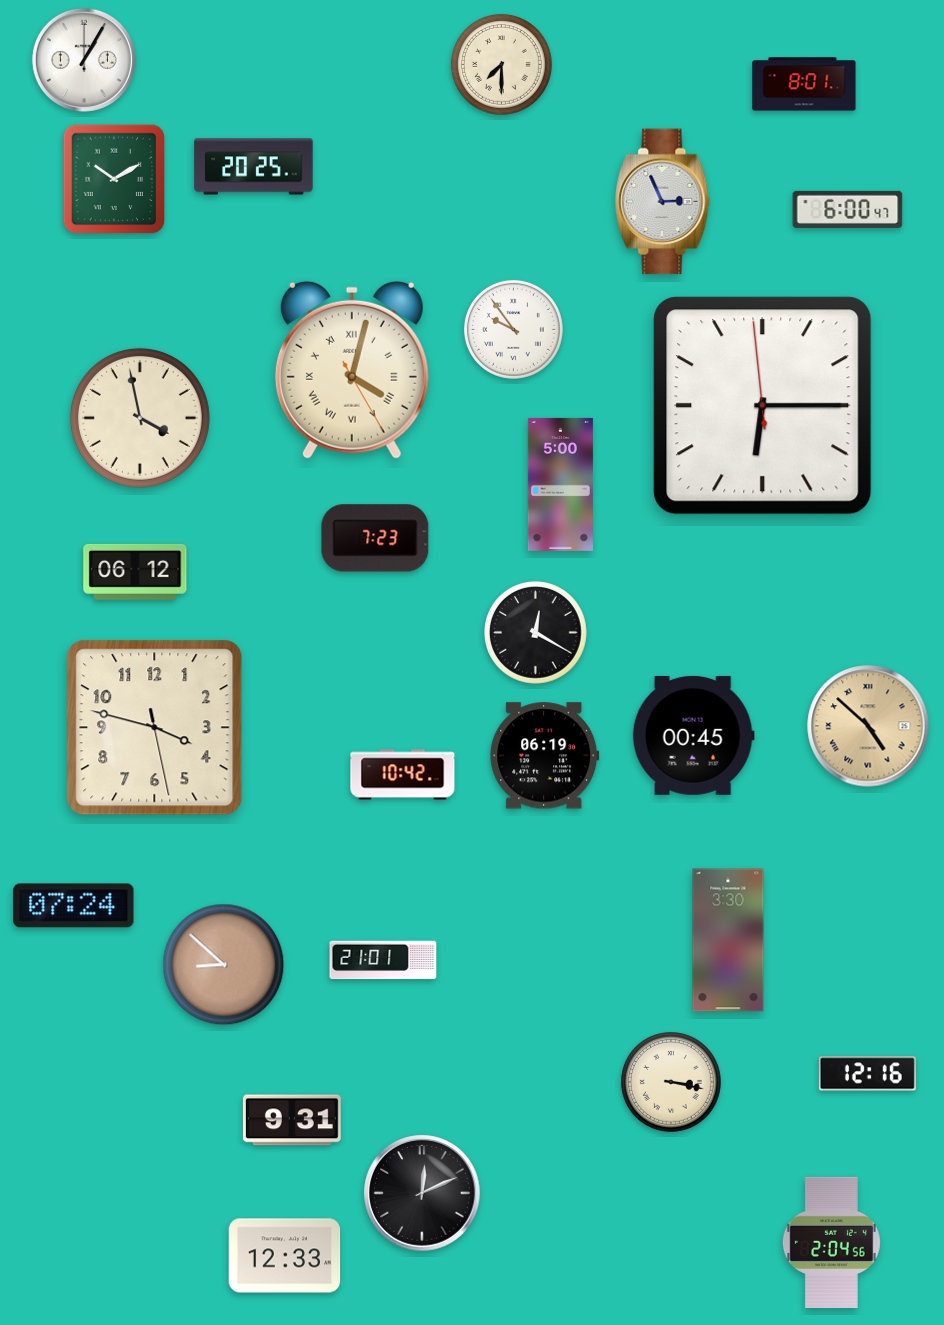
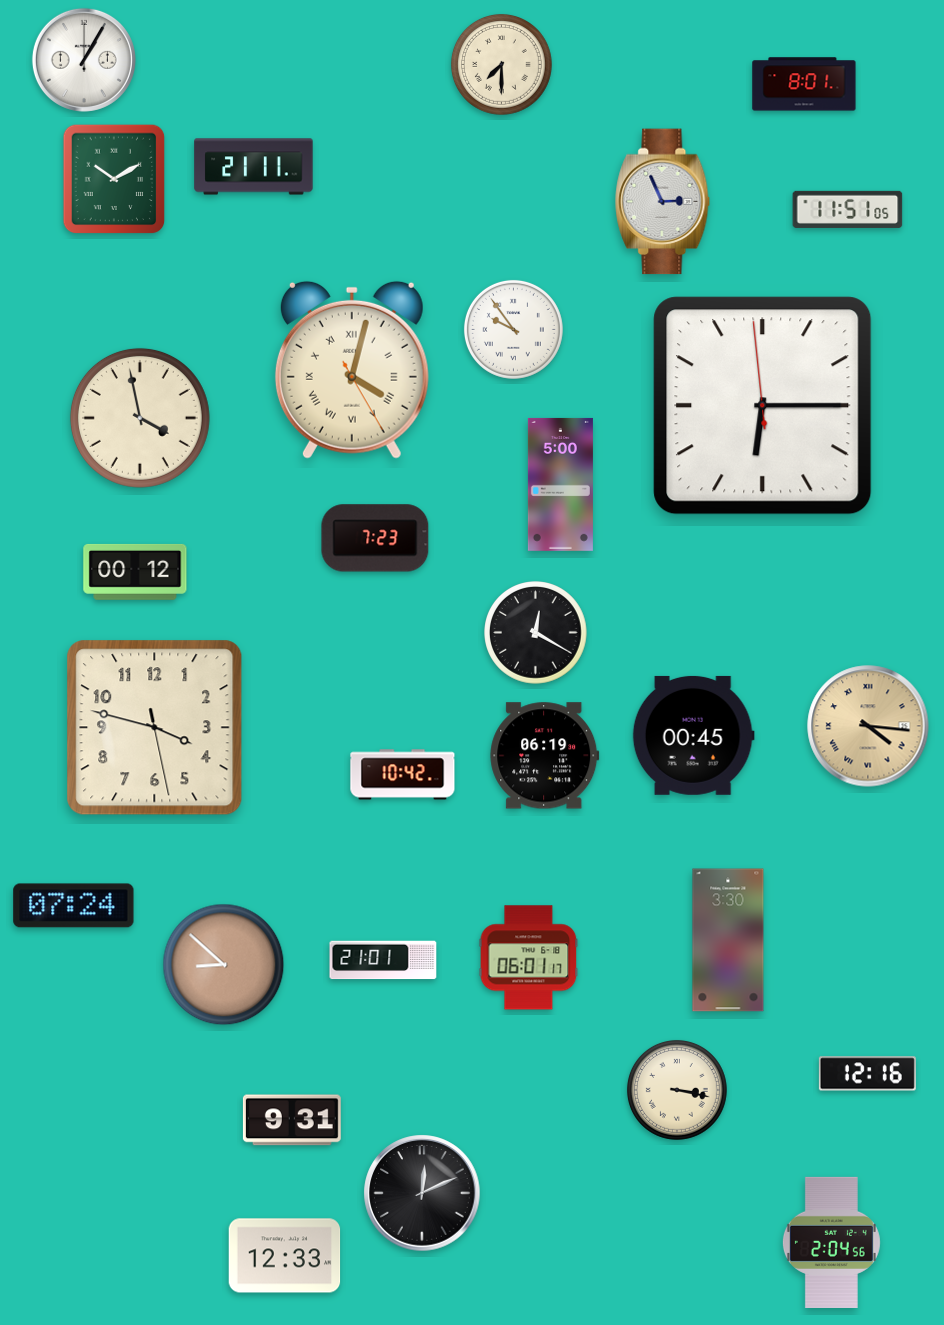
clock at (254, 167): 20:25 -> 21:11
clock at (848, 209): 6:00 -> 11:51
clock at (135, 572): 06:12 -> 00:12
clock at (868, 726): 4:52 -> 4:16
clock at (529, 958): none -> 06:01
clock at (671, 1082) position: (671, 1082) -> (677, 1090)
